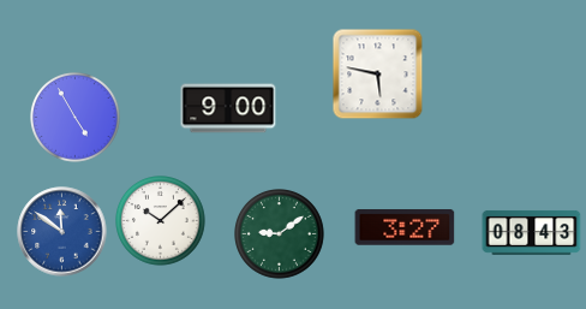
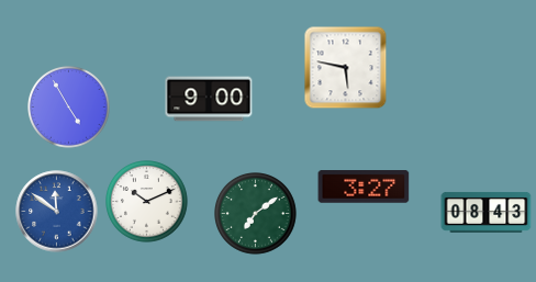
clock at (161, 221): 10:08 -> 10:11
clock at (405, 228) position: (405, 228) -> (364, 188)
clock at (280, 234): 9:09 -> 7:09
